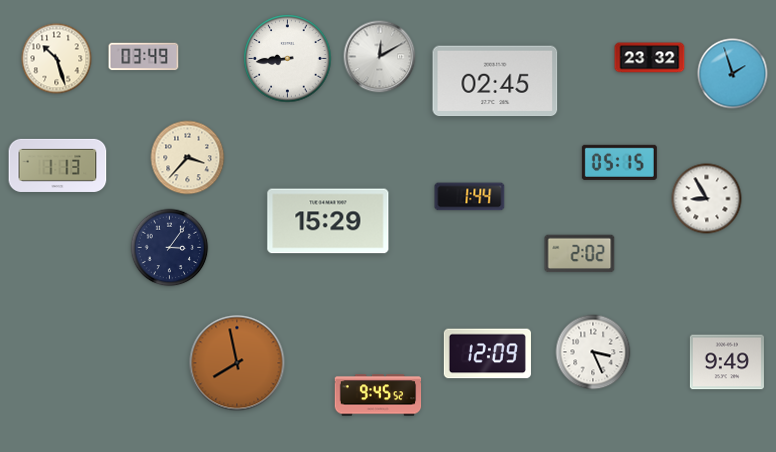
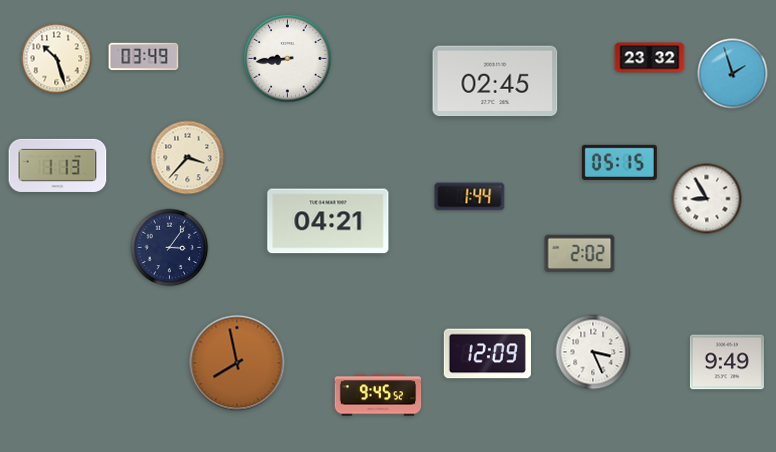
clock at (380, 57): 12:10 -> none
clock at (328, 221): 15:29 -> 04:21
